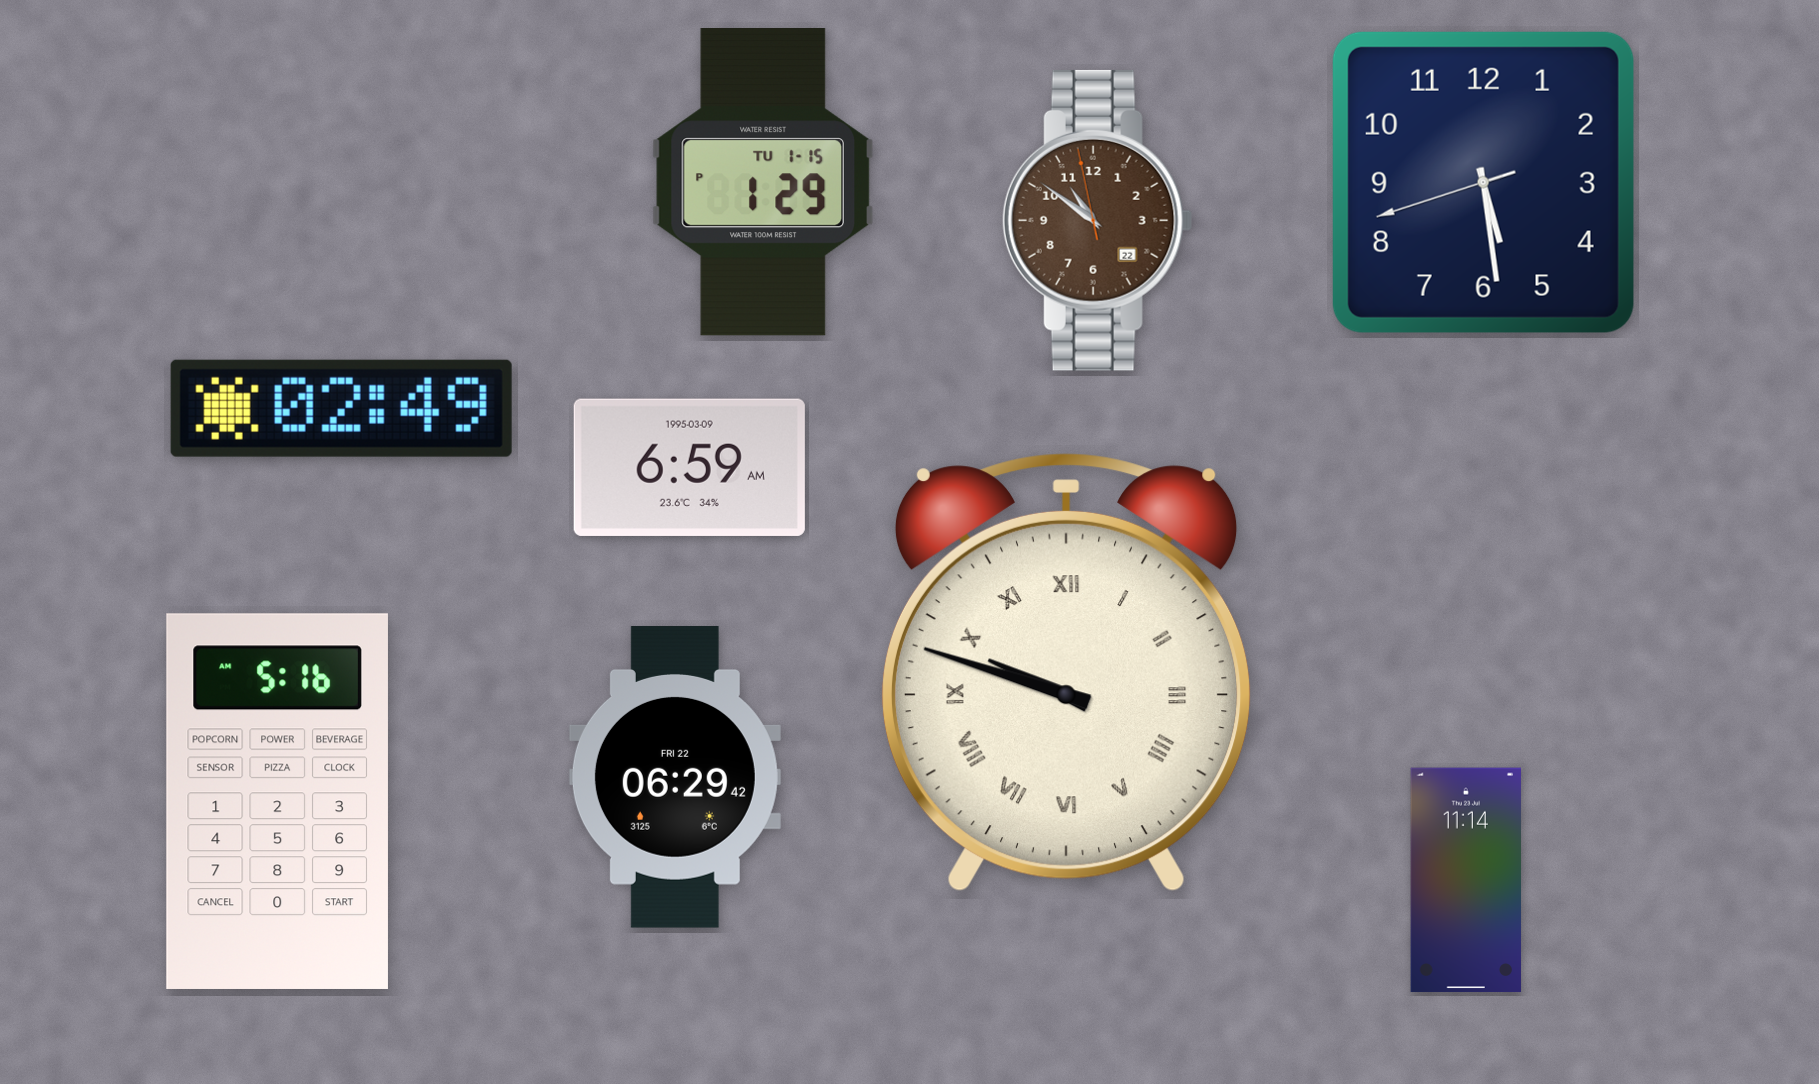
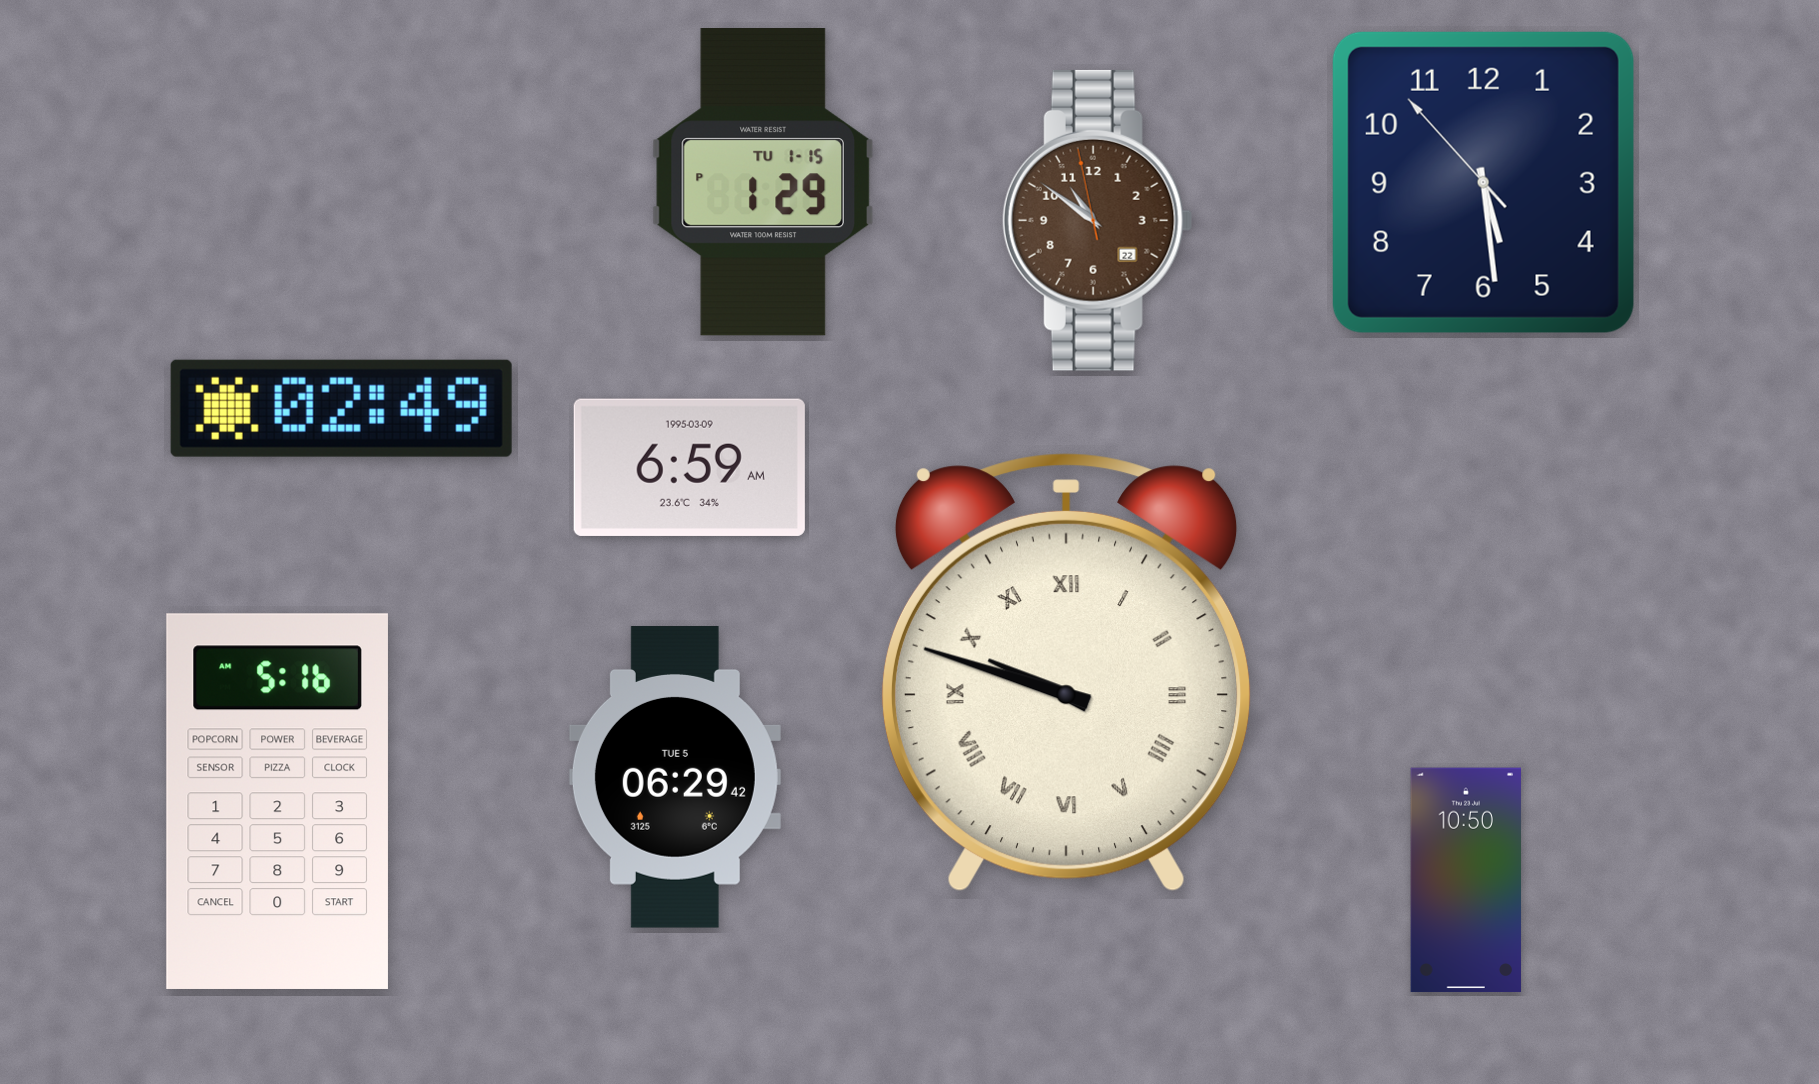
clock at (1483, 182): 5:28:42 -> 5:28:53
clock at (675, 777) date: FRI 22 -> TUE 5
clock at (1465, 880): 11:14 -> 10:50
